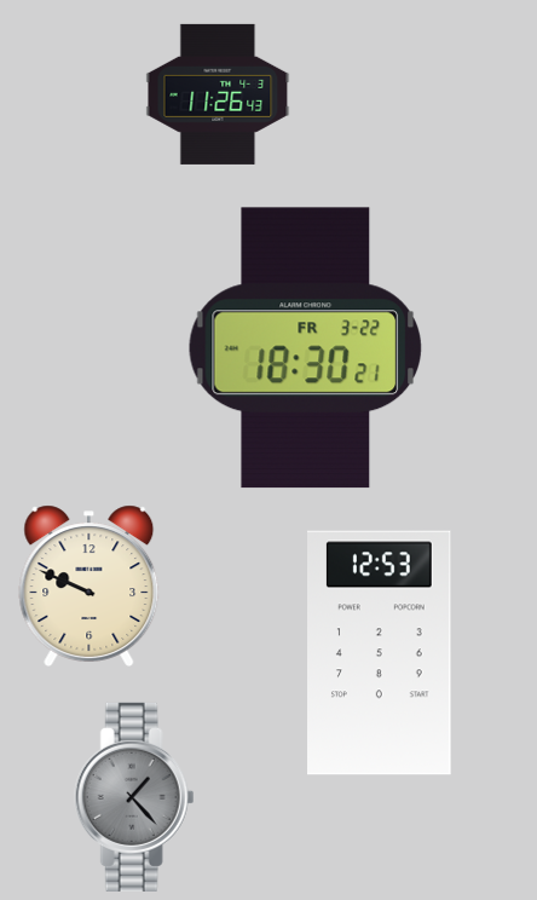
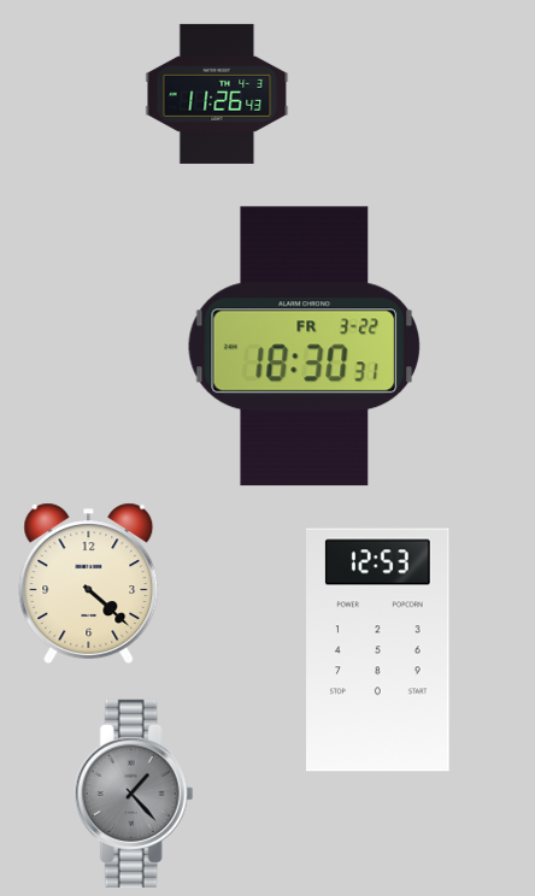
clock at (305, 348): 18:30:21 -> 18:30:31
clock at (89, 585): 9:49 -> 4:22
